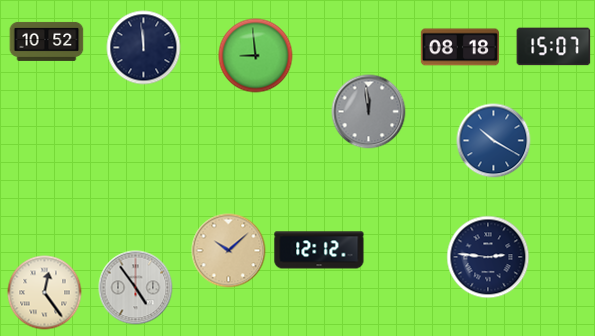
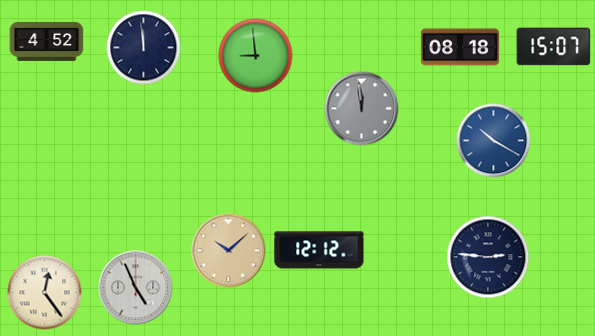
clock at (47, 41): 10:52 -> 4:52
clock at (369, 112) position: (369, 112) -> (362, 109)
clock at (136, 288): 4:54 -> 4:56
